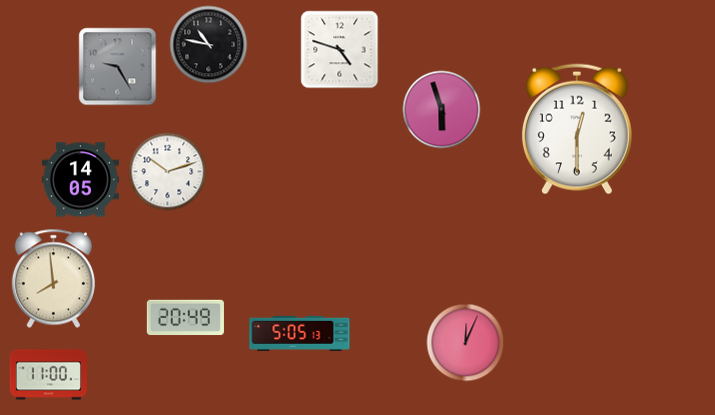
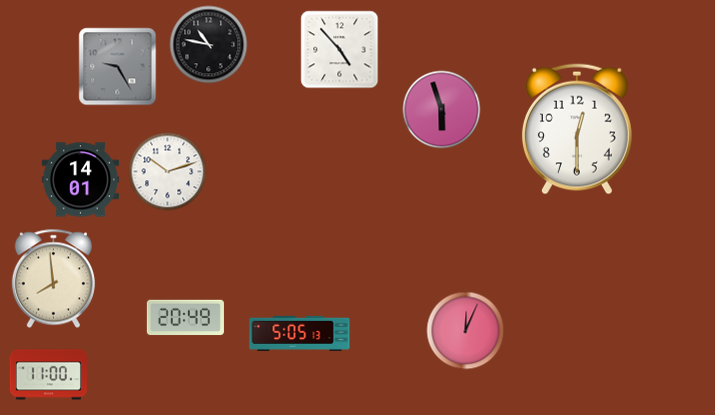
clock at (339, 49): 4:48 -> 4:53
clock at (80, 180): 14:05 -> 14:01
clock at (465, 342) position: (465, 342) -> (465, 330)
